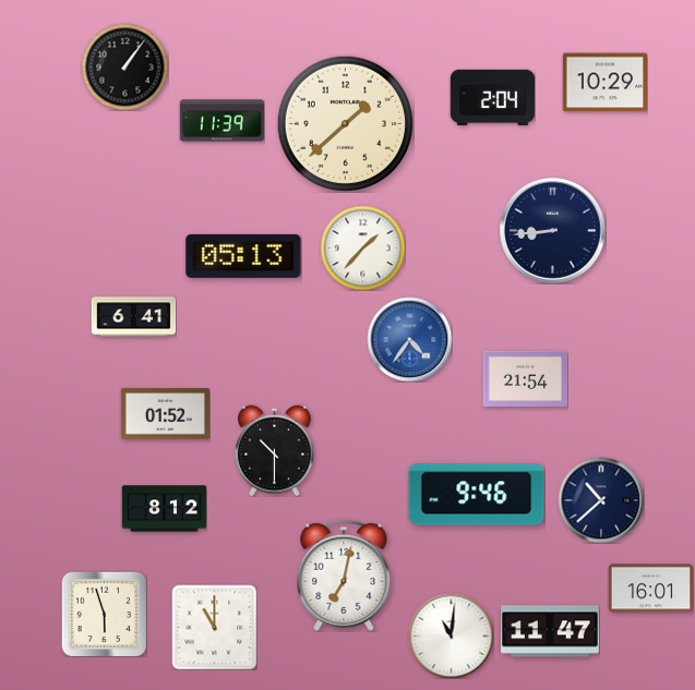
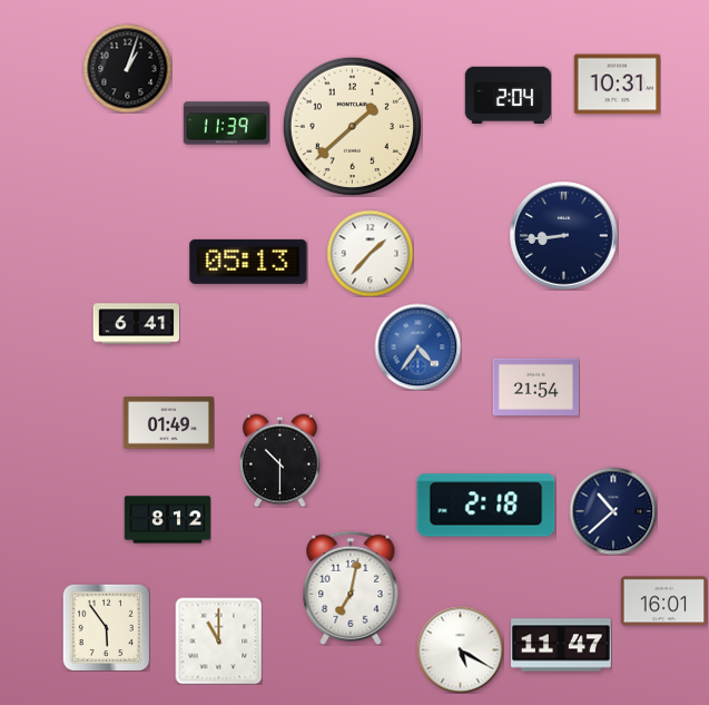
clock at (124, 66): 1:06 -> 1:03
clock at (604, 83): 10:29 -> 10:31
clock at (492, 98) position: (492, 98) -> (508, 96)
clock at (165, 414): 01:52 -> 01:49
clock at (477, 495): 9:46 -> 2:18
clock at (104, 614): 5:57 -> 5:54
clock at (451, 635): 11:01 -> 5:20
